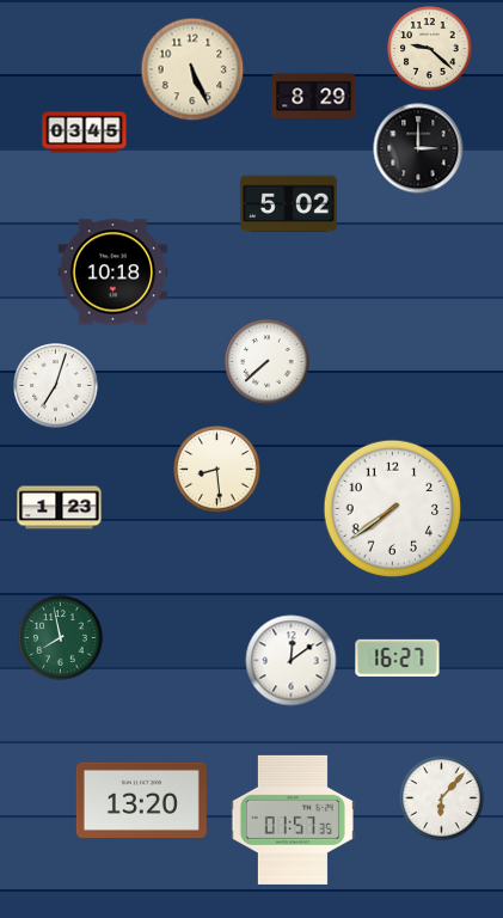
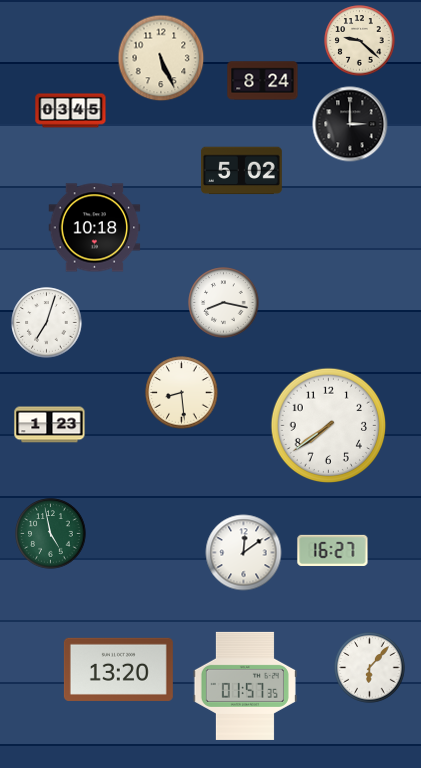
clock at (314, 97): 8:29 -> 8:24
clock at (268, 362): 7:38 -> 8:17
clock at (61, 638): 7:58 -> 4:58
